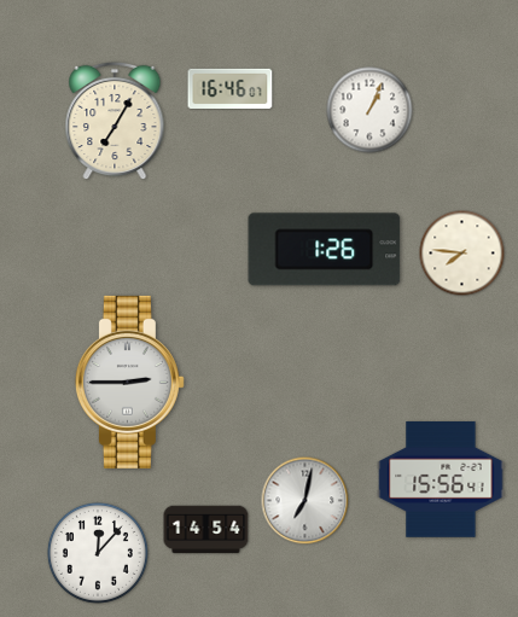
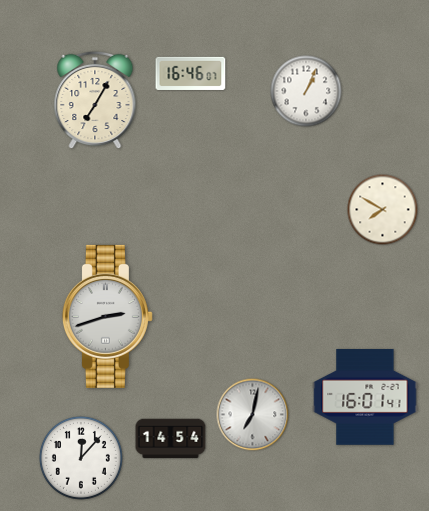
clock at (325, 250): 1:26 -> none
clock at (462, 254): 7:46 -> 7:50
clock at (129, 382): 2:45 -> 2:42
clock at (441, 481): 15:56 -> 16:01
